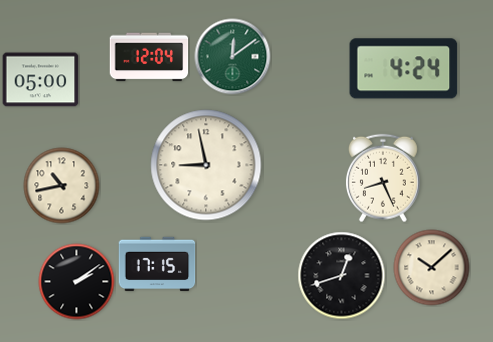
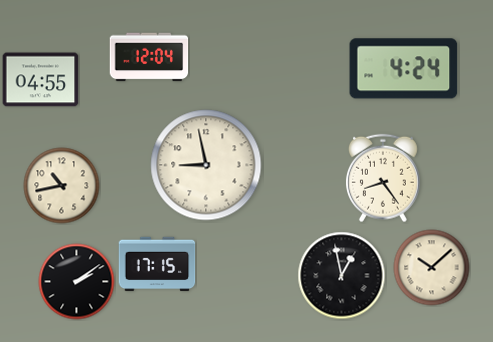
clock at (233, 57): 12:09 -> none
clock at (41, 80): 05:00 -> 04:55
clock at (383, 178): 8:26 -> 8:24
clock at (342, 276): 12:42 -> 12:58
